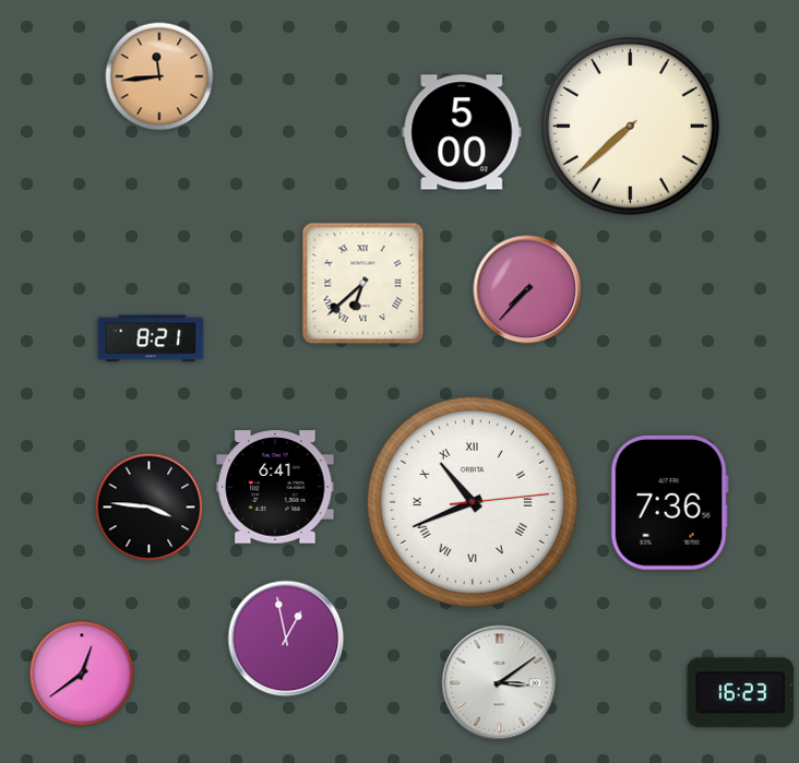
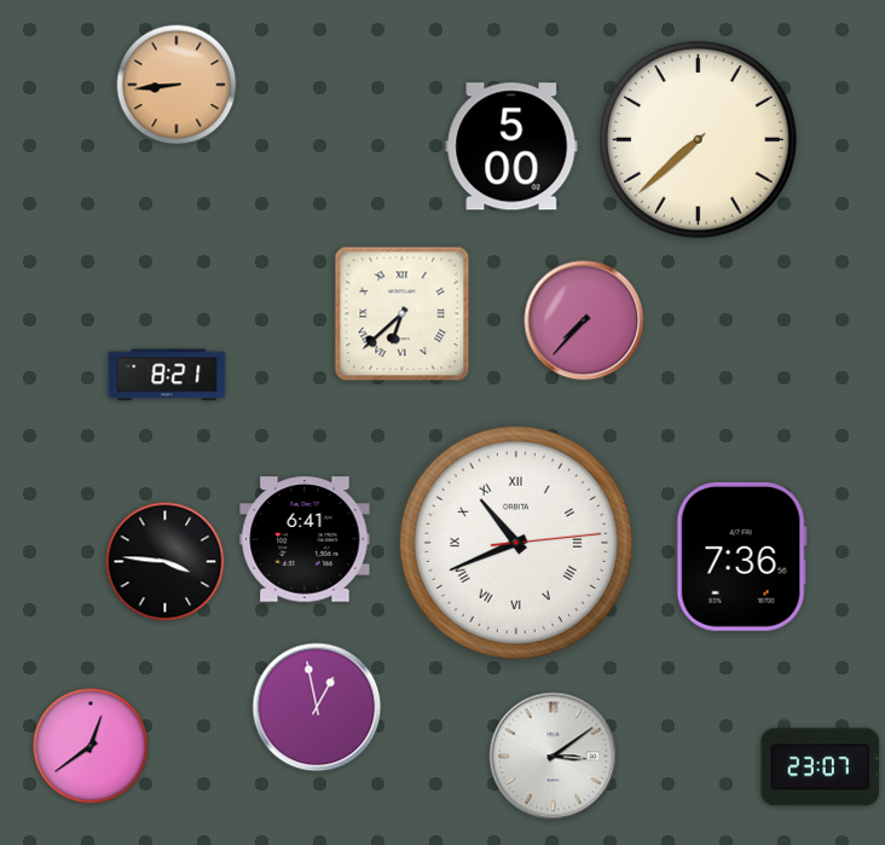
clock at (159, 76): 11:44 -> 8:44
clock at (473, 502) position: (473, 502) -> (516, 543)
clock at (741, 693): 16:23 -> 23:07
